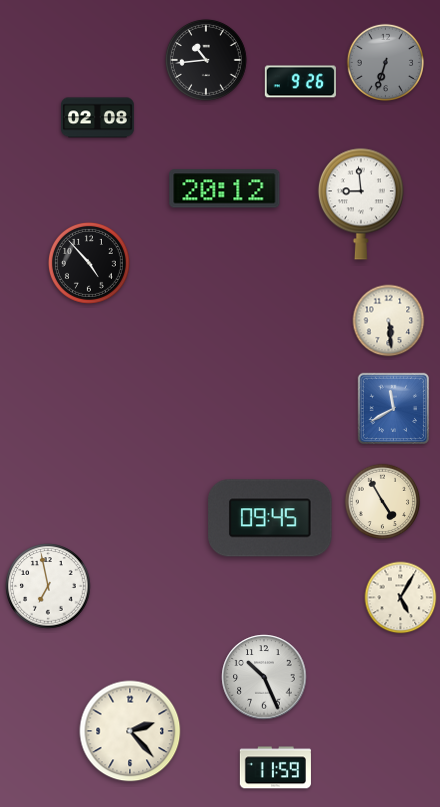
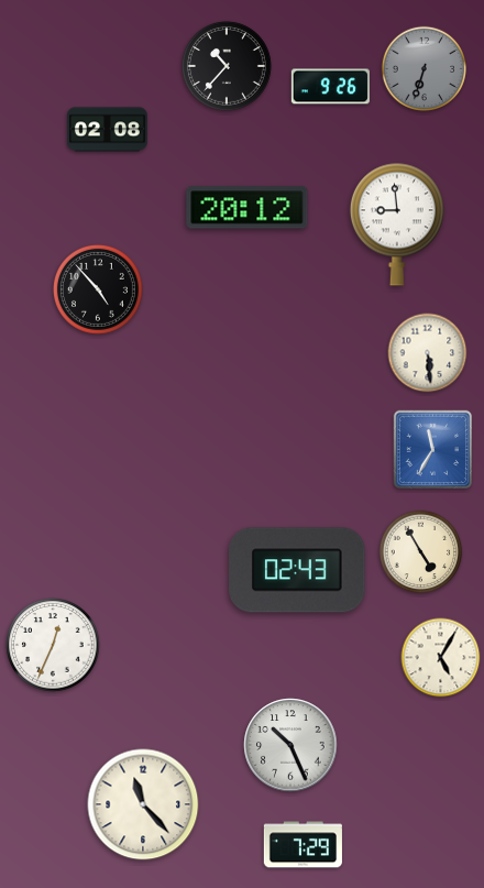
clock at (206, 60): 10:44 -> 10:37
clock at (300, 82) position: (300, 82) -> (330, 87)
clock at (394, 409): 11:40 -> 11:35
clock at (270, 518): 09:45 -> 02:43
clock at (48, 586): 6:58 -> 12:34
clock at (130, 731): 2:23 -> 11:23
clock at (275, 768): 11:59 -> 7:29
